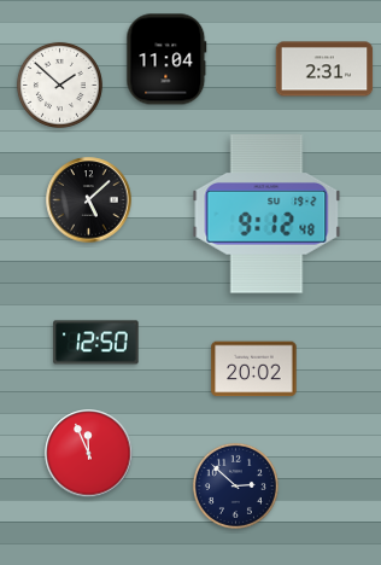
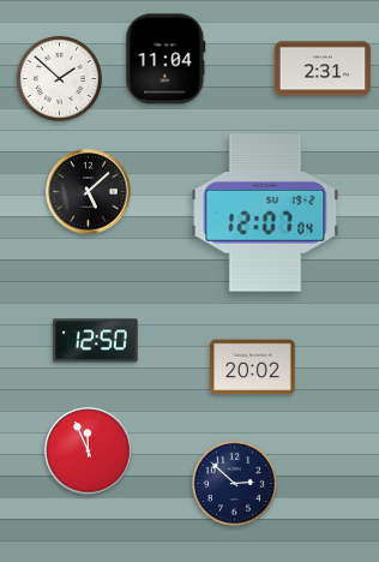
clock at (59, 85) position: (59, 85) -> (59, 78)
clock at (89, 200) position: (89, 200) -> (89, 192)
clock at (266, 214): 9:12 -> 12:07
